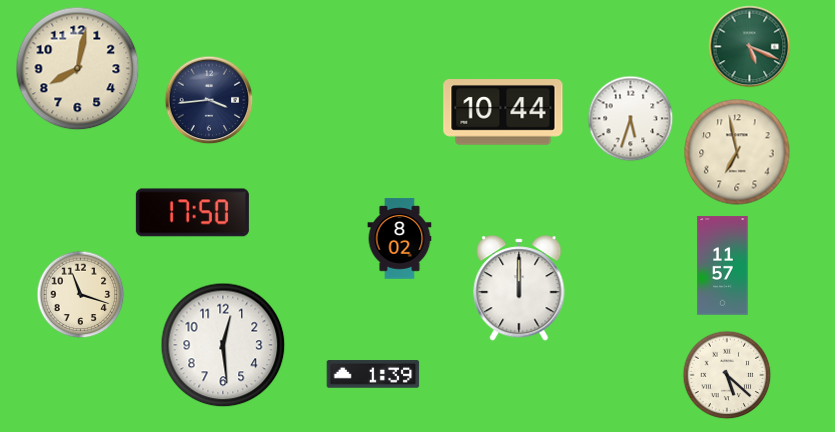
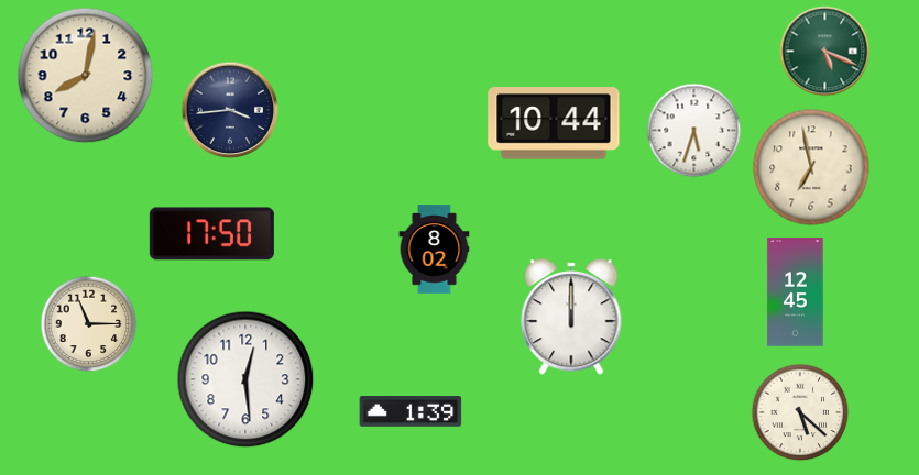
clock at (400, 239) position: (400, 239) -> (435, 250)
clock at (723, 266): 11:57 -> 12:45
clock at (81, 295): 11:18 -> 11:15
